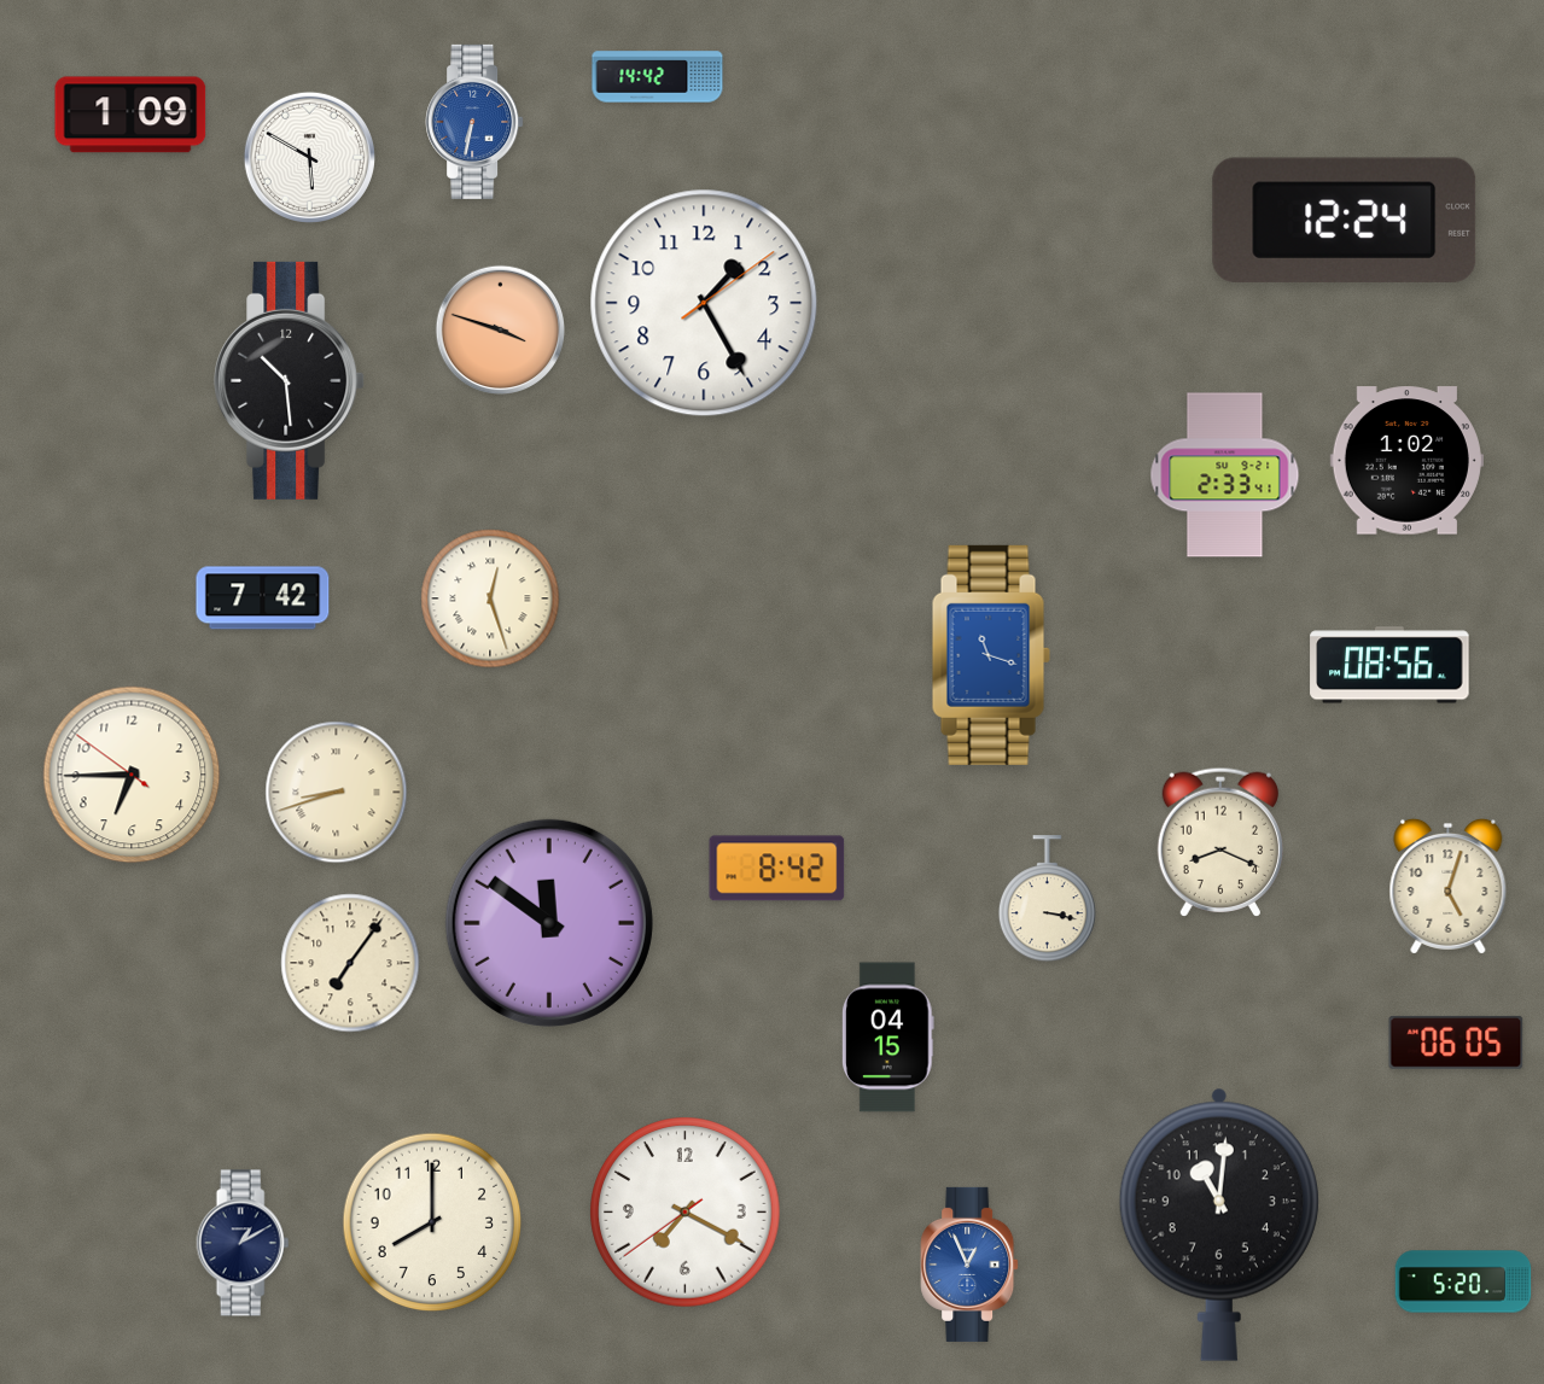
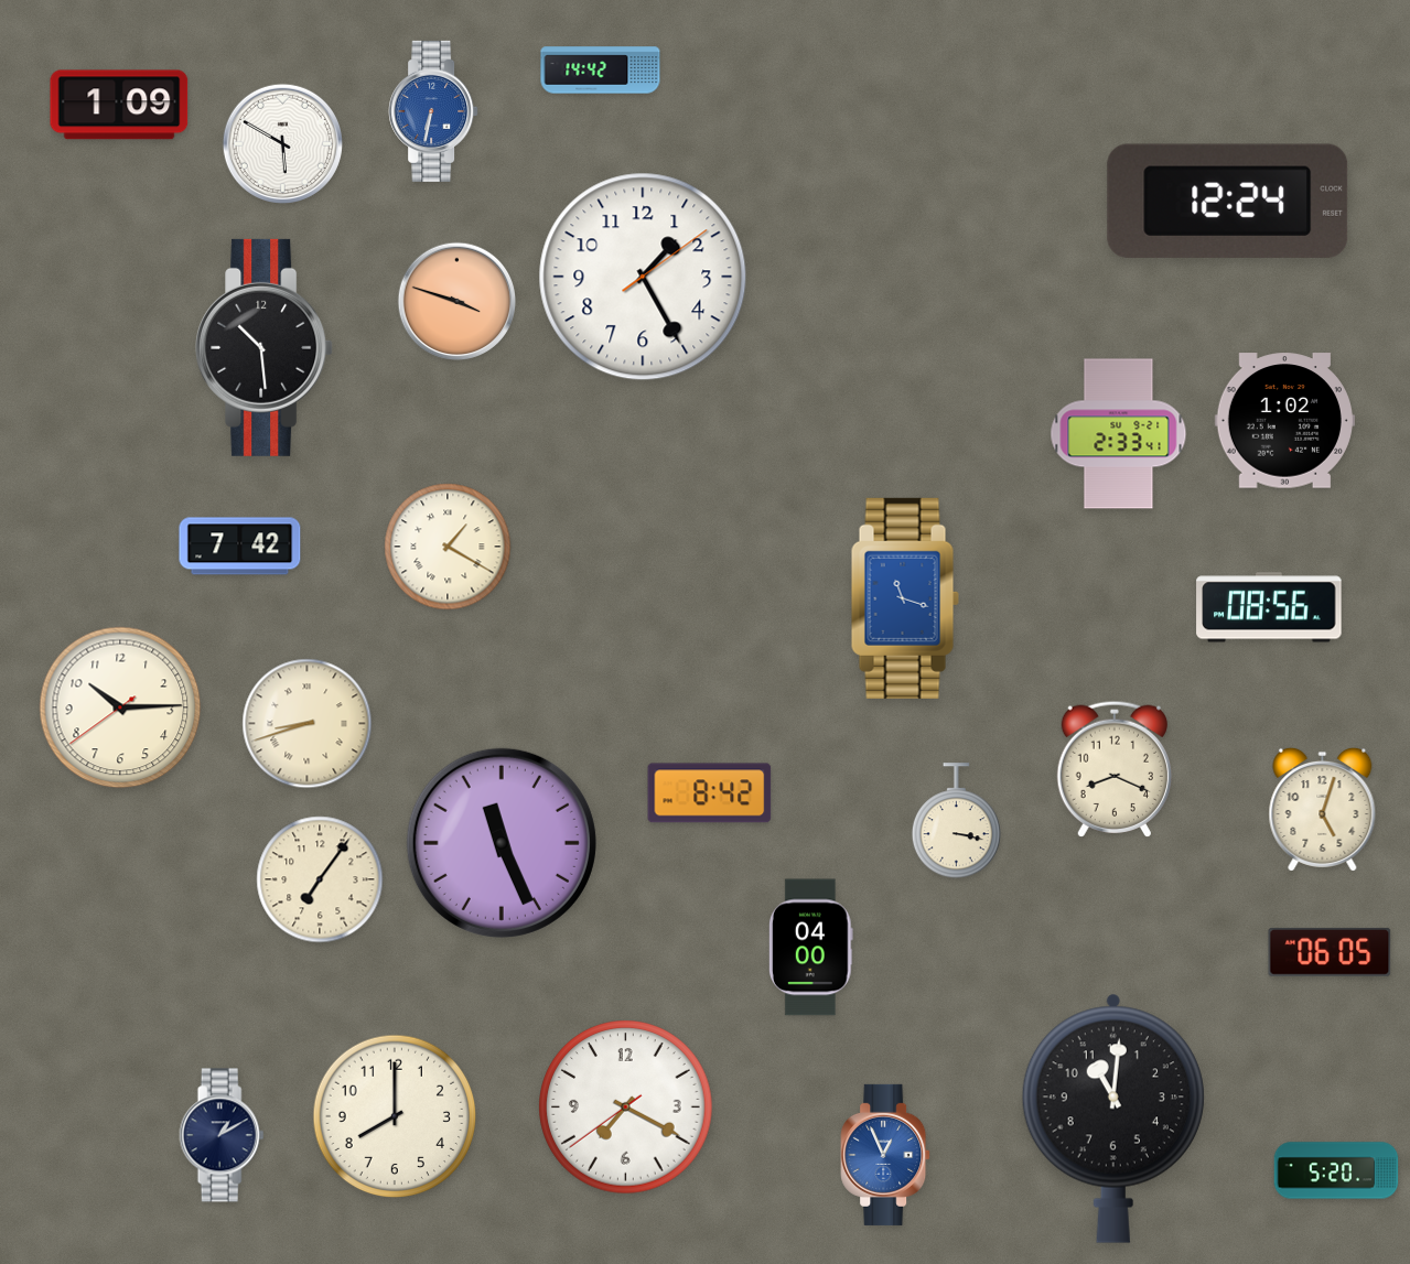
clock at (490, 598): 12:27 -> 1:20
clock at (132, 775): 6:44 -> 10:14
clock at (549, 923): 11:51 -> 11:26
clock at (887, 1038): 04:15 -> 04:00
